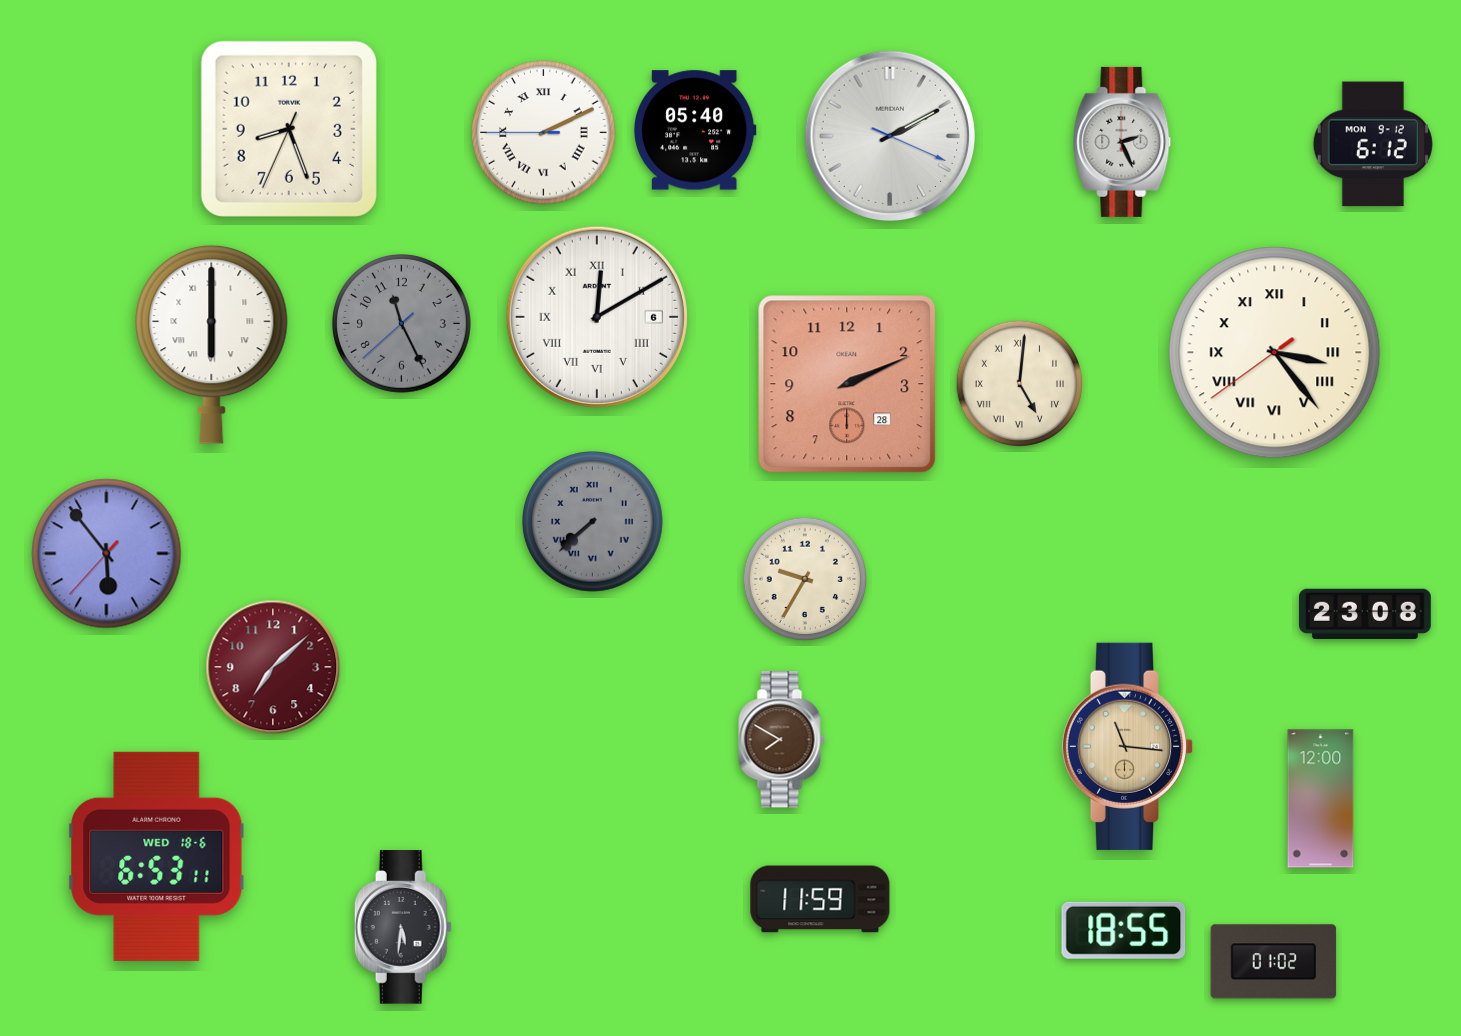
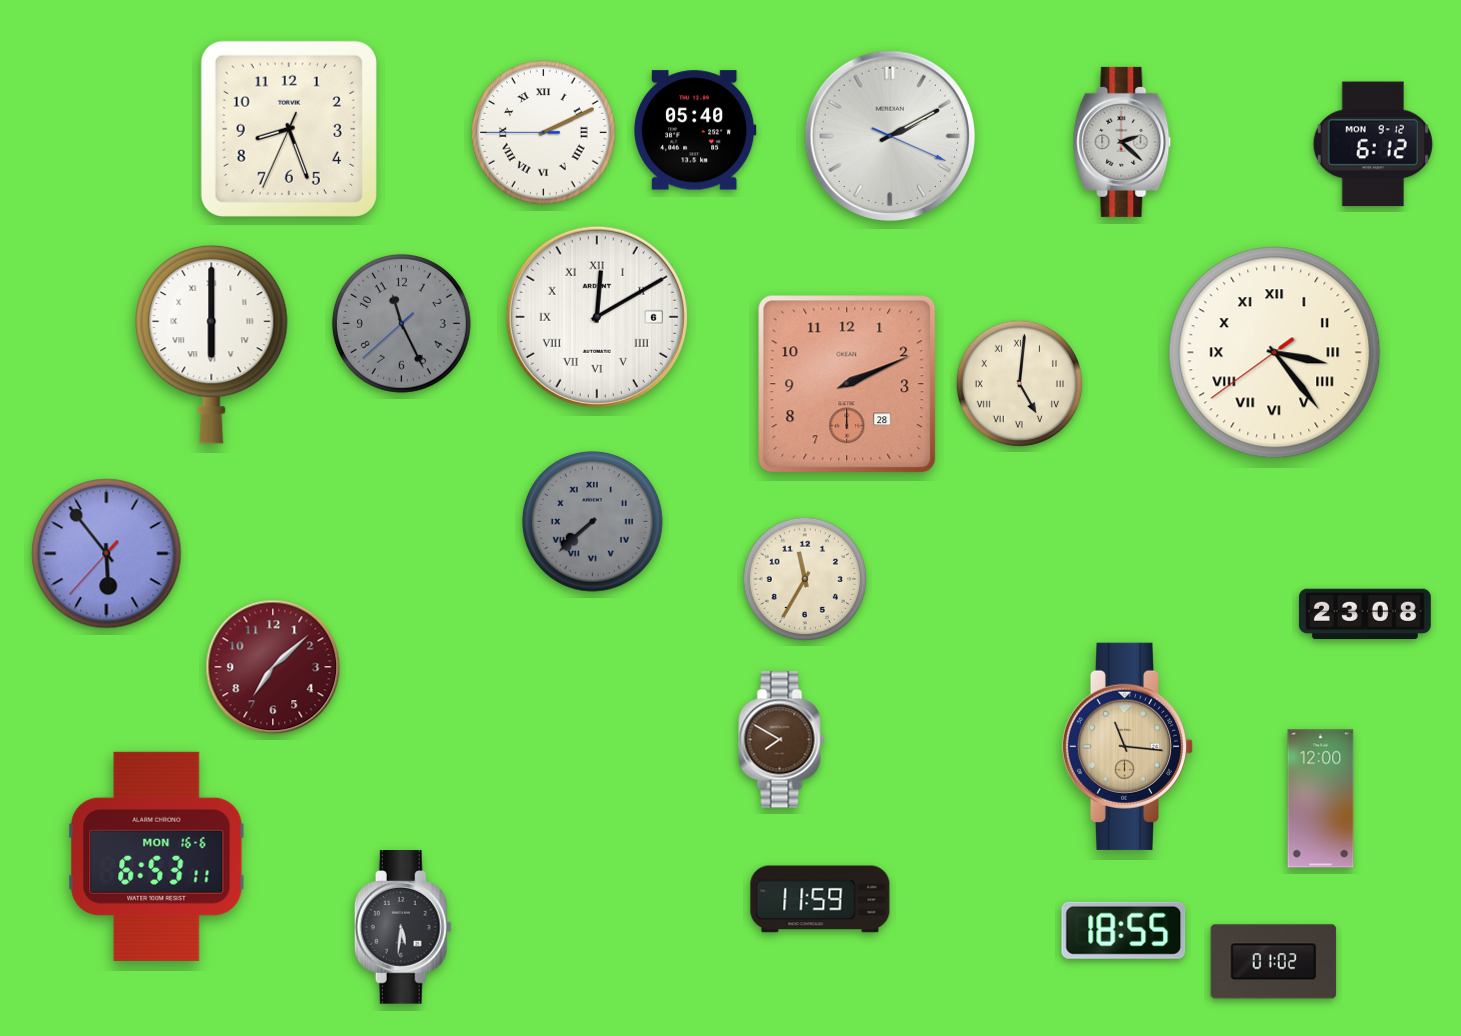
clock at (1122, 142): 2:26 -> 2:22
clock at (805, 579): 9:35 -> 11:35
clock at (157, 856) date: WED 18-6 -> MON 16-6
